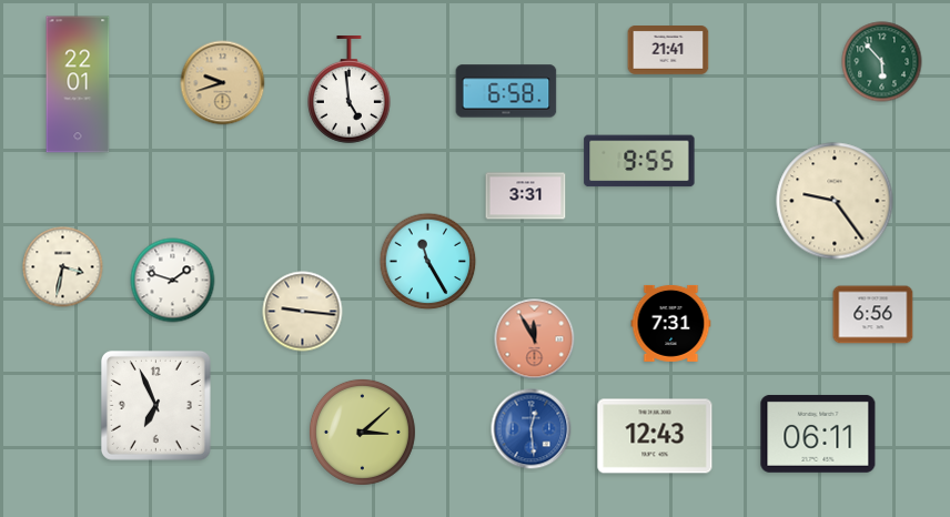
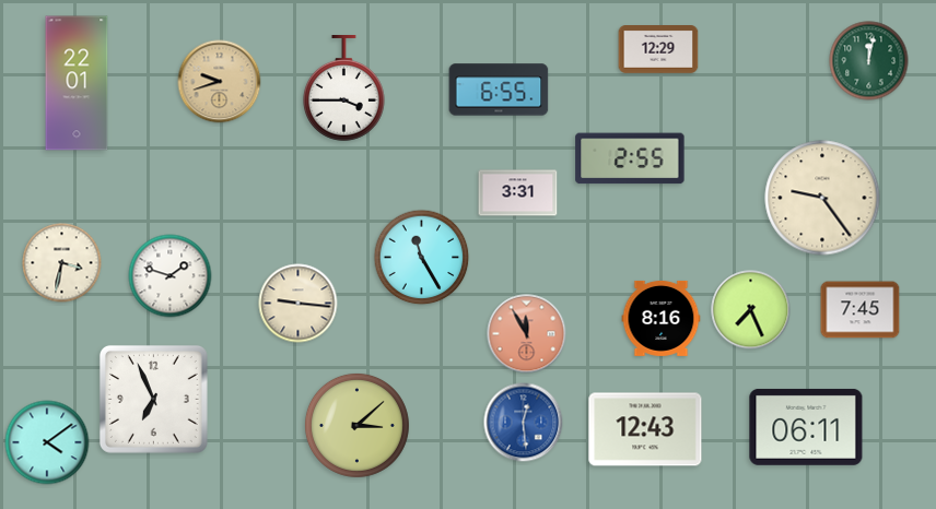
clock at (668, 51): 21:41 -> 12:29
clock at (882, 62): 5:53 -> 12:02
clock at (348, 90): 4:59 -> 3:45
clock at (506, 91): 6:58 -> 6:55
clock at (639, 161): 9:55 -> 2:55
clock at (303, 312) position: (303, 312) -> (299, 304)
clock at (751, 310): none -> 7:26
clock at (873, 315): 6:56 -> 7:45
clock at (671, 323): 7:31 -> 8:16
clock at (47, 442): none -> 4:09
